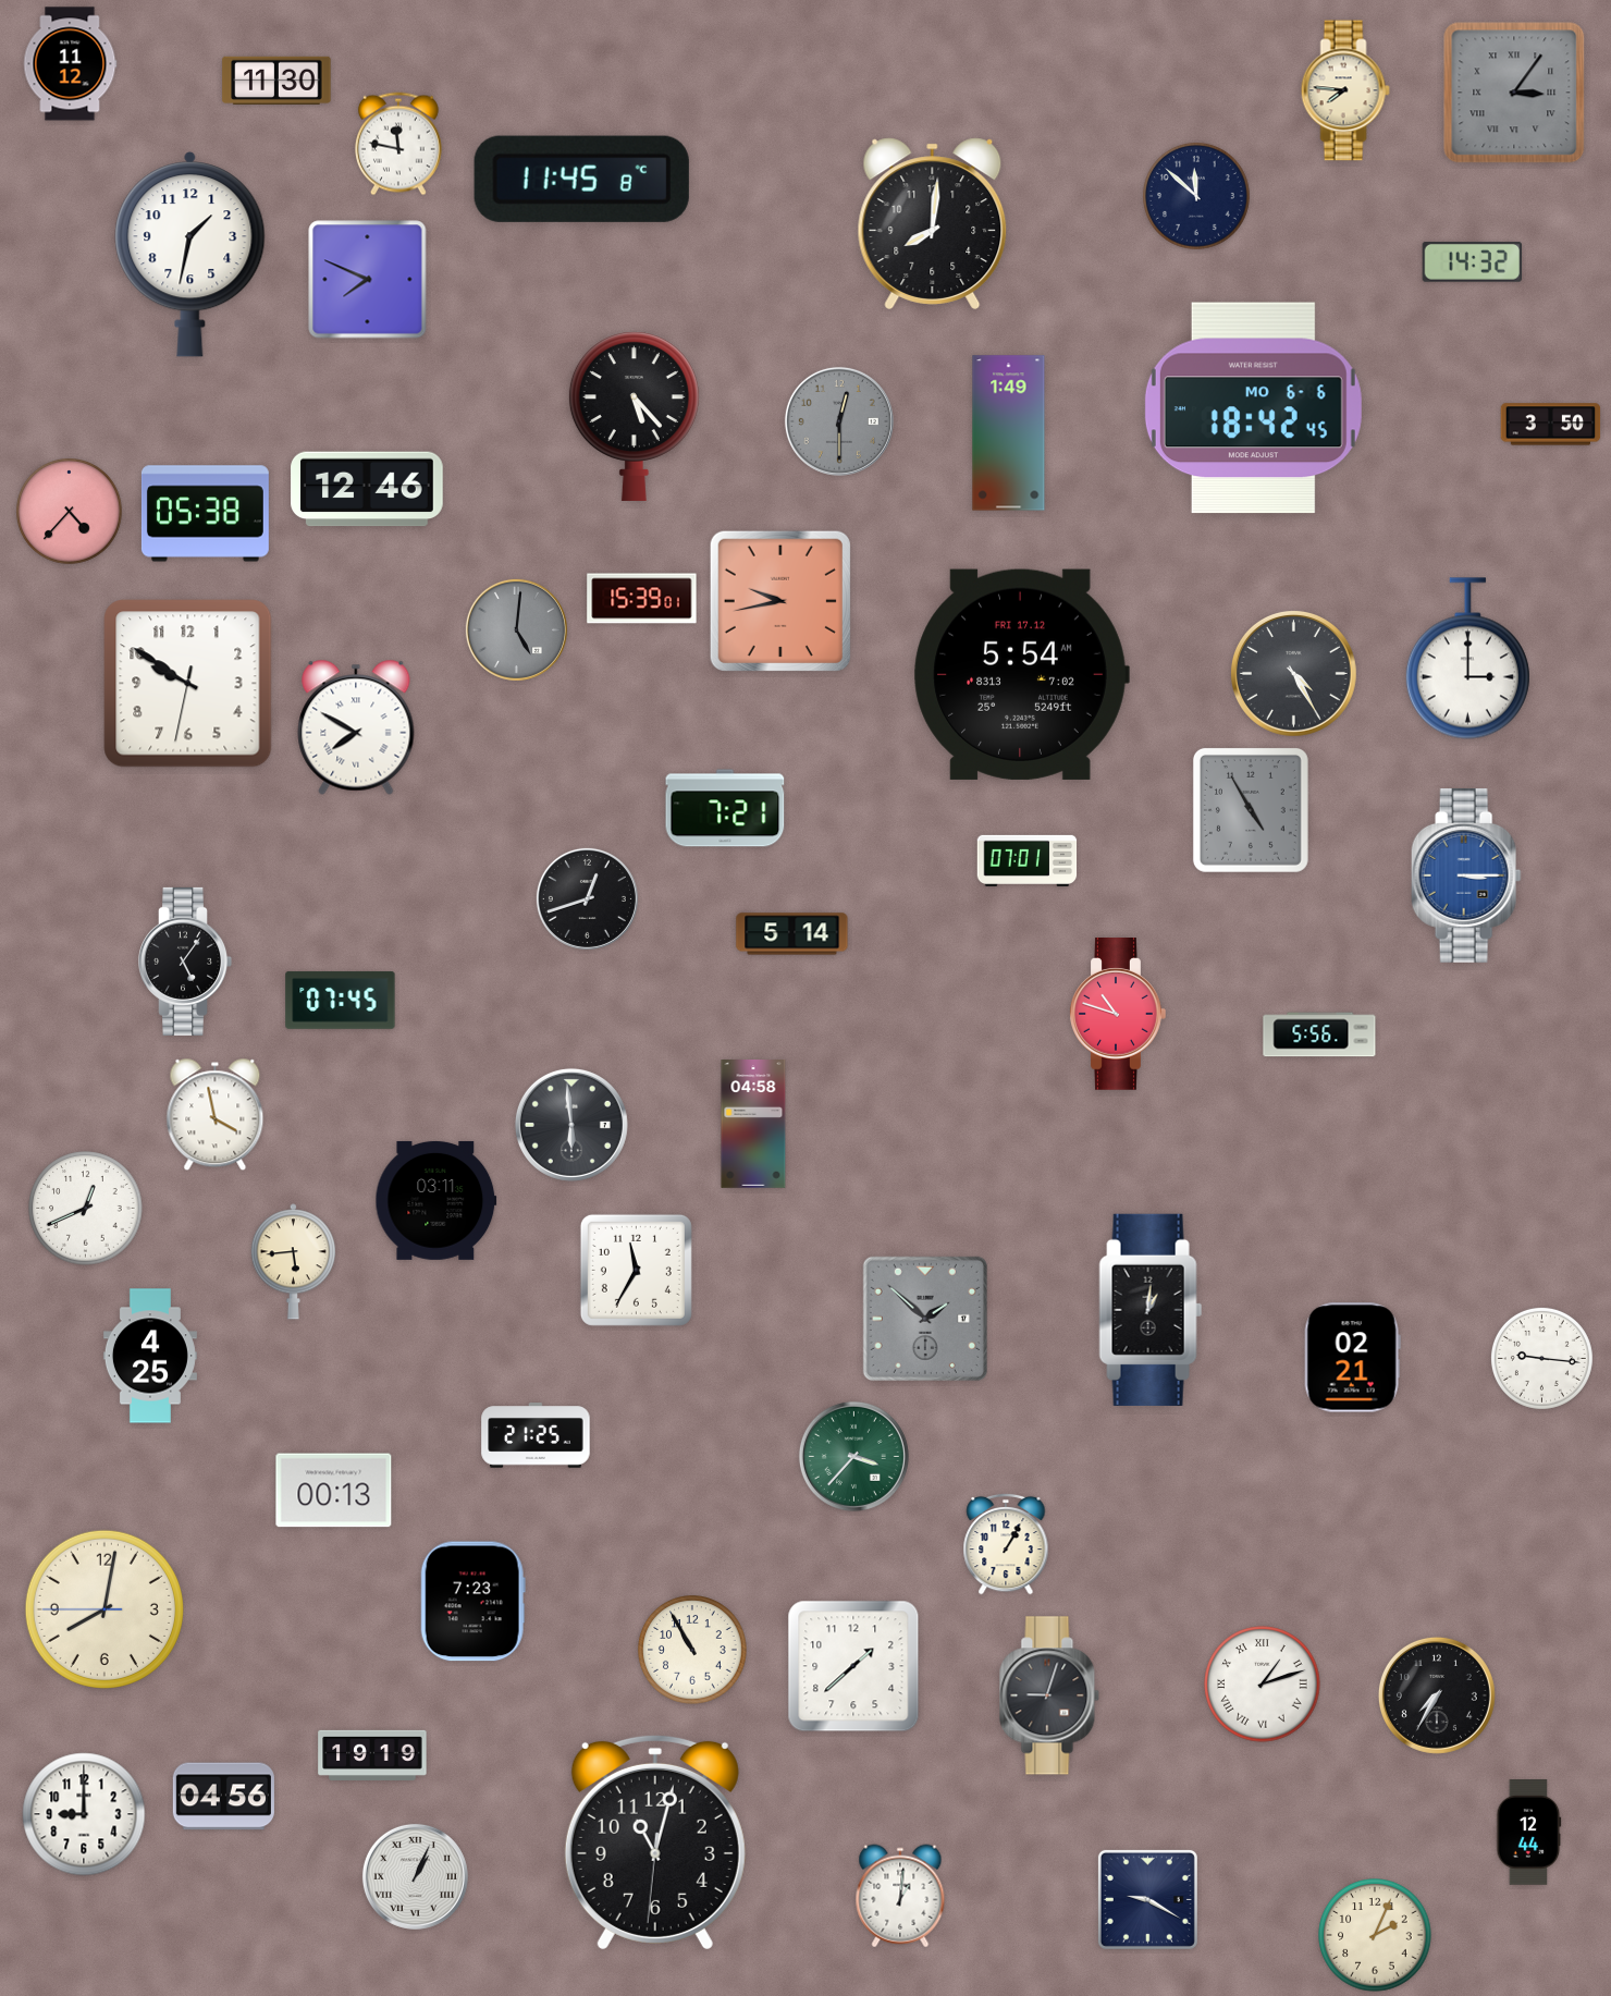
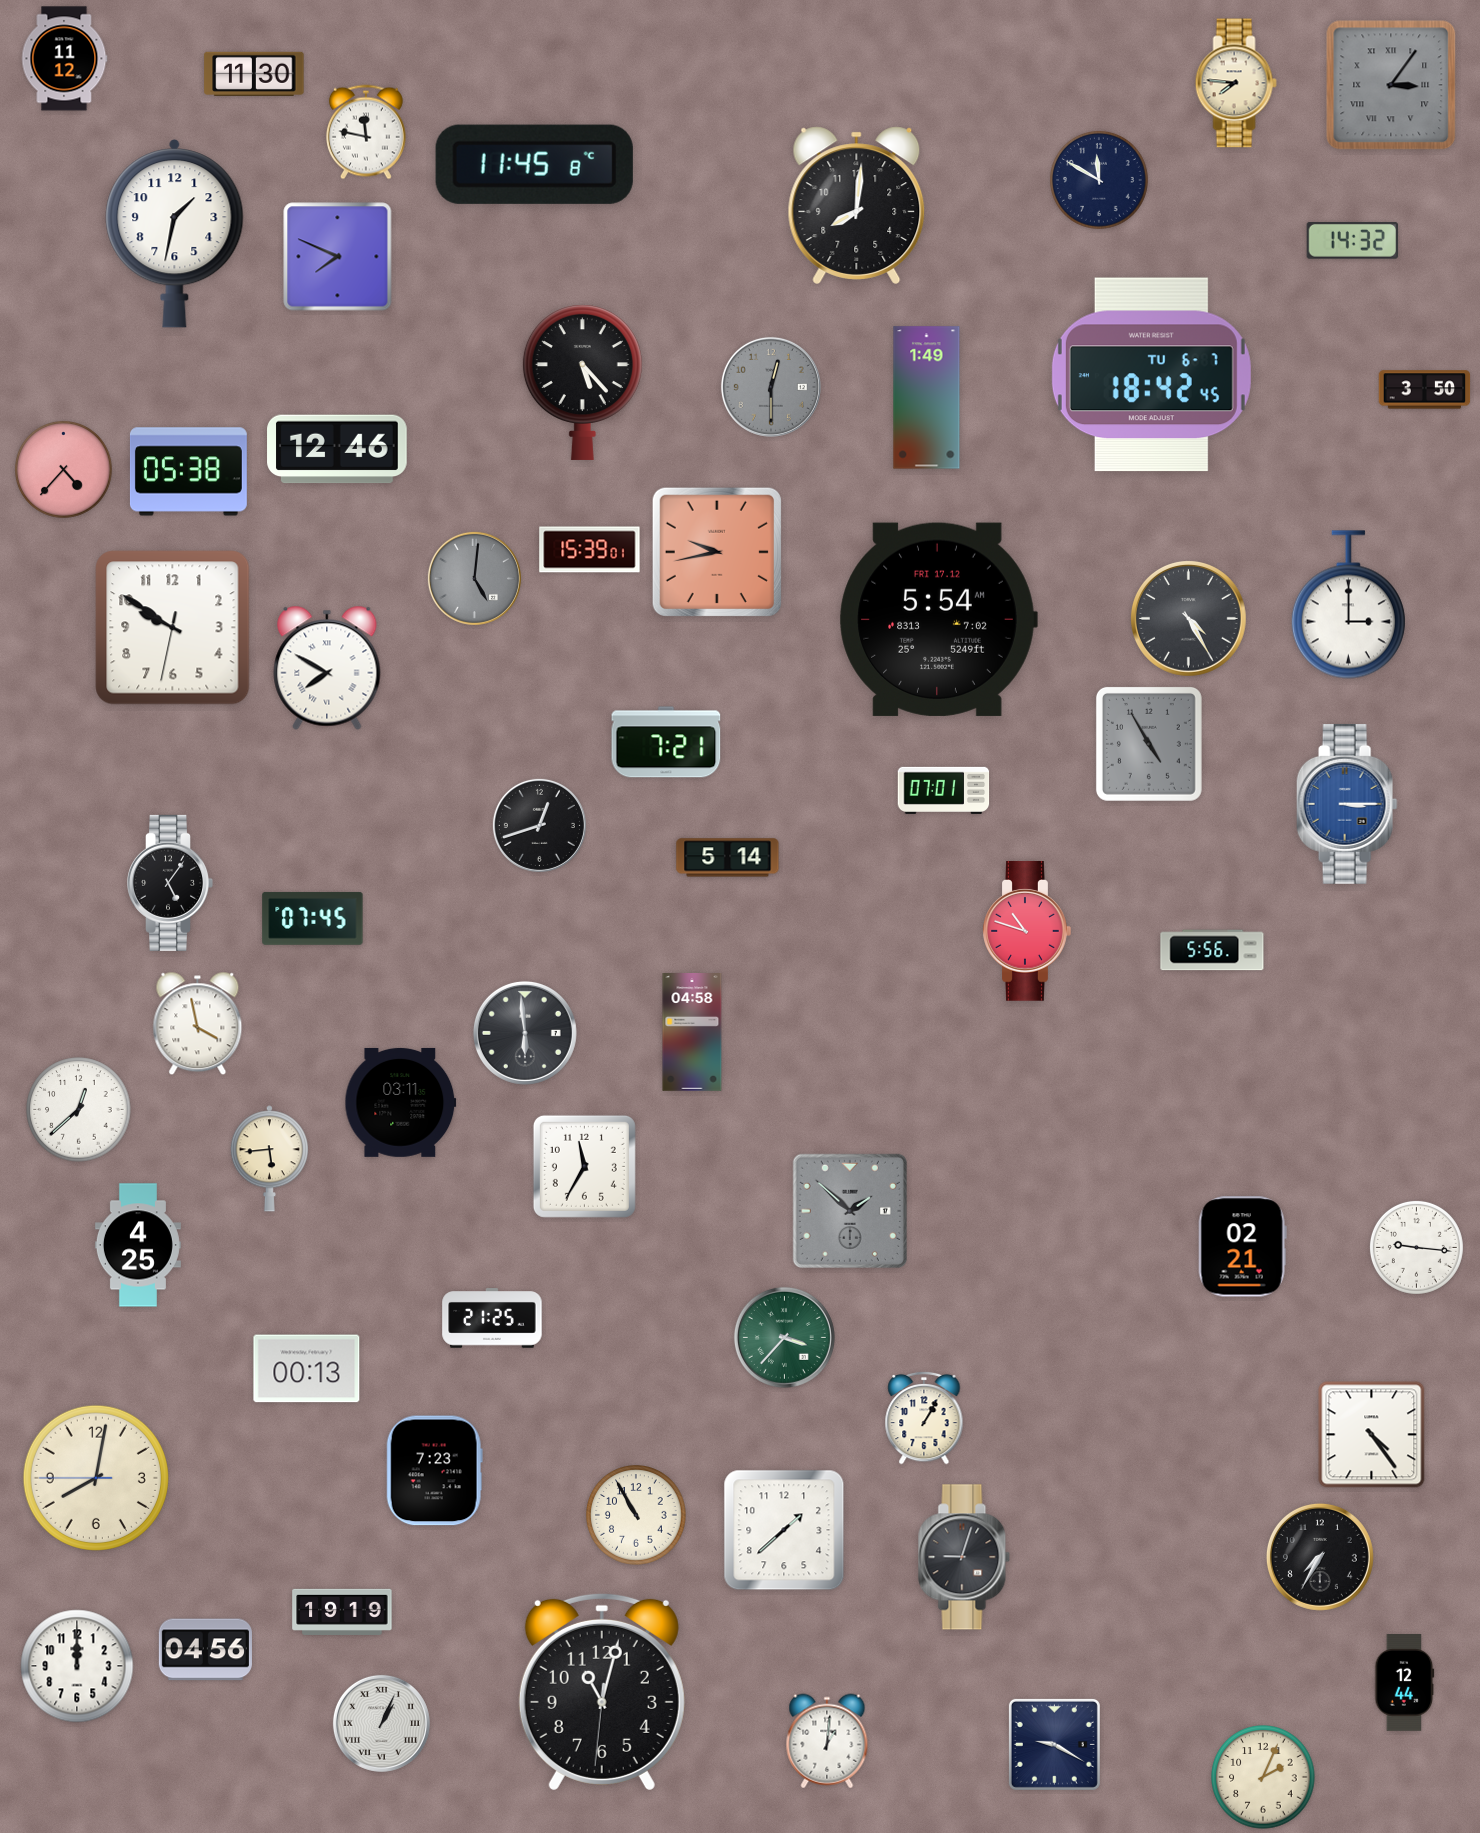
clock at (1197, 197): 11:52 -> 11:50
clock at (1253, 408) date: MO 6-6 -> TU 6-7
clock at (86, 1209): 12:41 -> 12:38
clock at (1151, 1310): 1:01 -> none
clock at (1372, 1435): none -> 4:24
clock at (1263, 1685): 1:12 -> none
clock at (84, 1814): 9:00 -> 12:00
